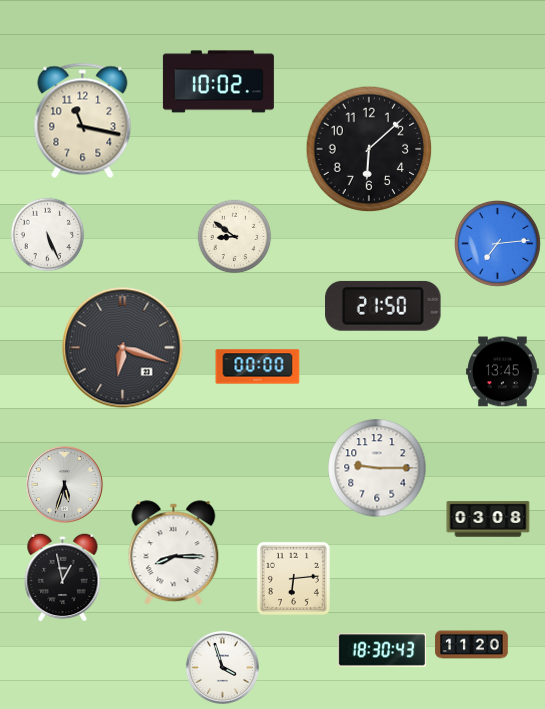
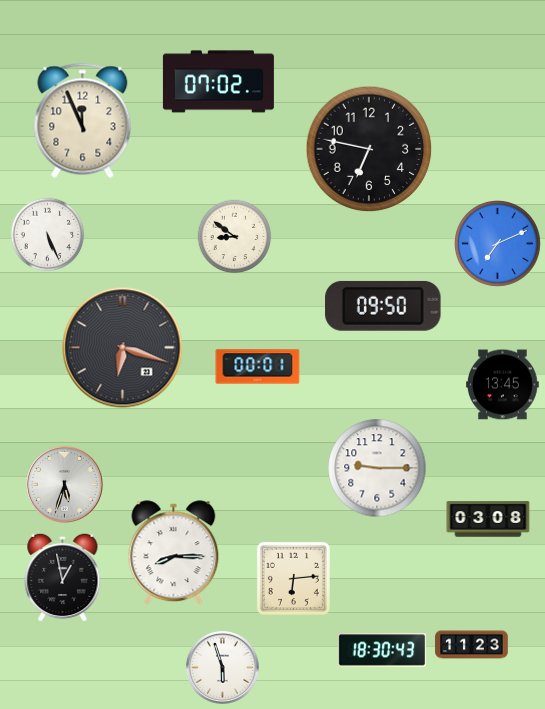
clock at (218, 82): 10:02 -> 07:02
clock at (83, 121): 11:17 -> 11:56
clock at (369, 149): 6:08 -> 6:47
clock at (498, 244): 7:14 -> 7:11
clock at (383, 306): 21:50 -> 09:50
clock at (258, 367): 00:00 -> 00:01
clock at (503, 372) position: (503, 372) -> (503, 385)
clock at (472, 645): 11:20 -> 11:23
clock at (222, 667): 3:57 -> 5:57
